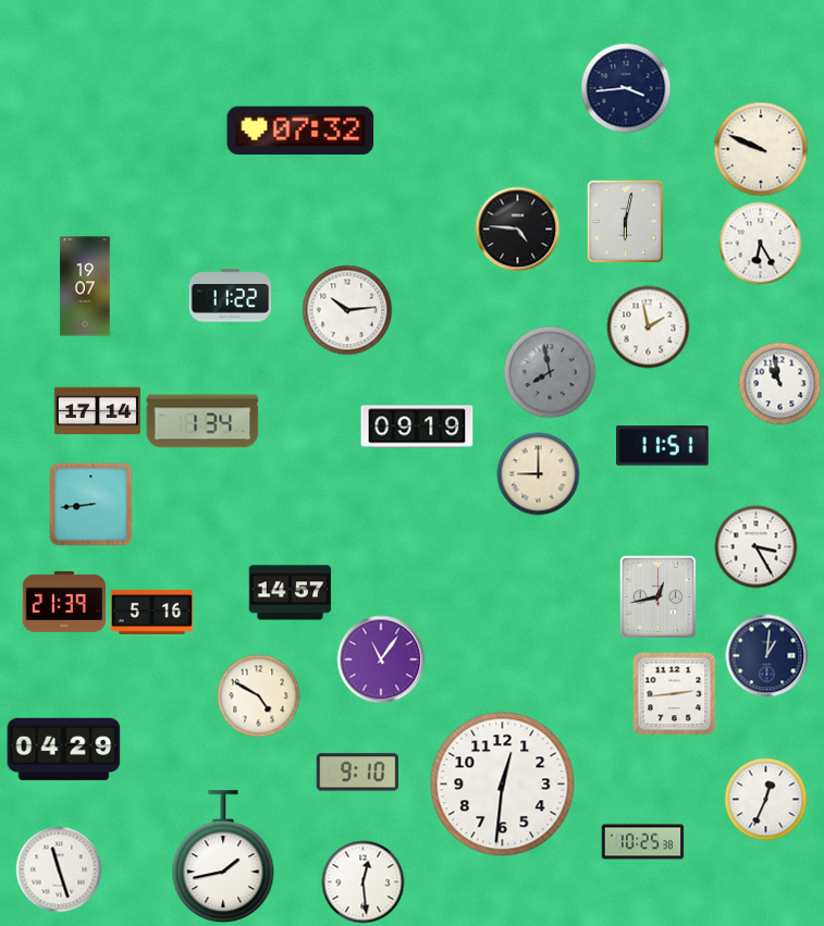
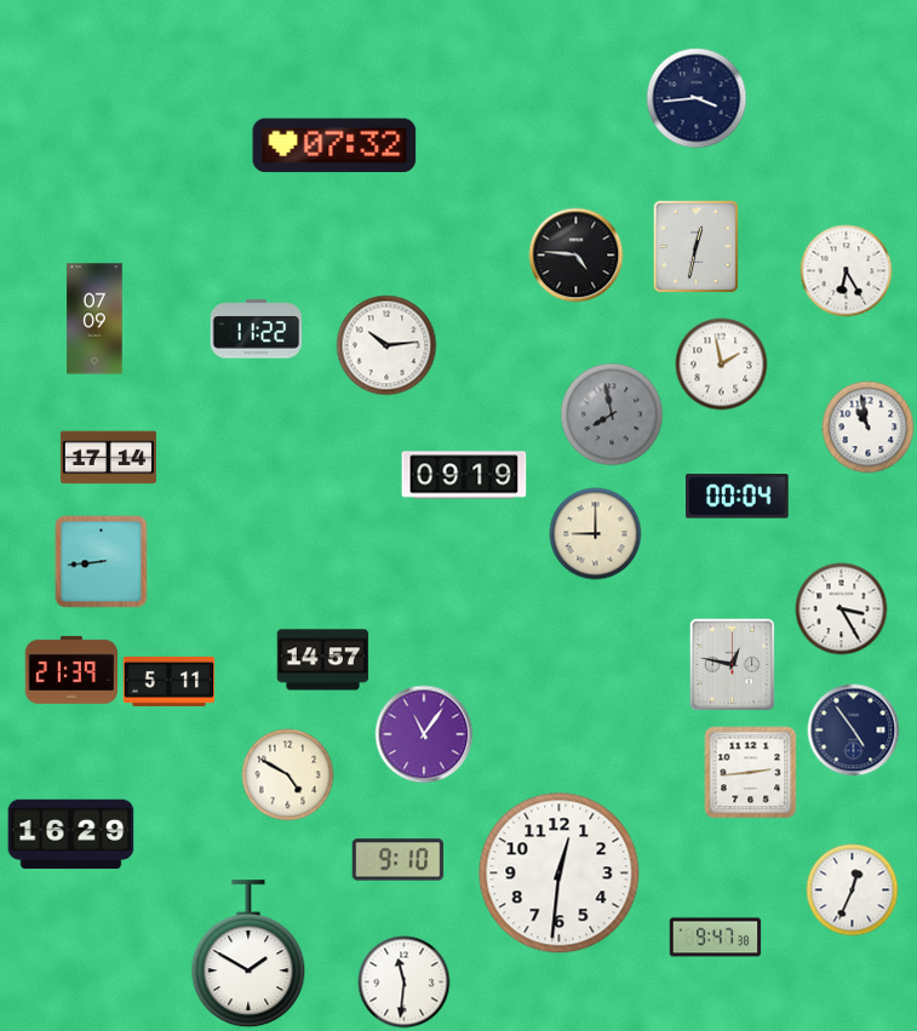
clock at (761, 149): 9:49 -> none
clock at (626, 222): 6:02 -> 12:32
clock at (85, 286): 19:07 -> 07:09
clock at (202, 421): 1:34 -> none
clock at (663, 446): 11:51 -> 00:04
clock at (539, 474) position: (539, 474) -> (596, 534)
clock at (659, 597): 12:43 -> 12:47
clock at (152, 613): 5:16 -> 5:11
clock at (767, 656): 1:01 -> 4:54
clock at (64, 750): 04:29 -> 16:29
clock at (643, 842): 10:25 -> 9:47
clock at (223, 857): 1:43 -> 1:50
clock at (59, 869): 11:27 -> none
clock at (364, 882): 12:29 -> 11:31
